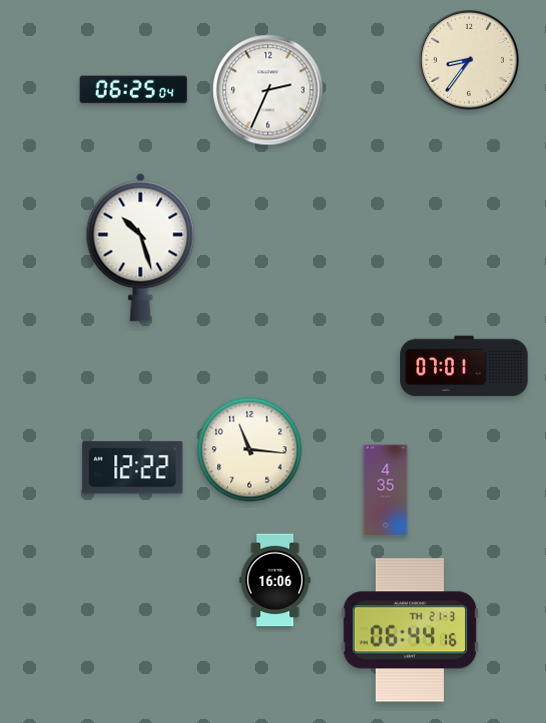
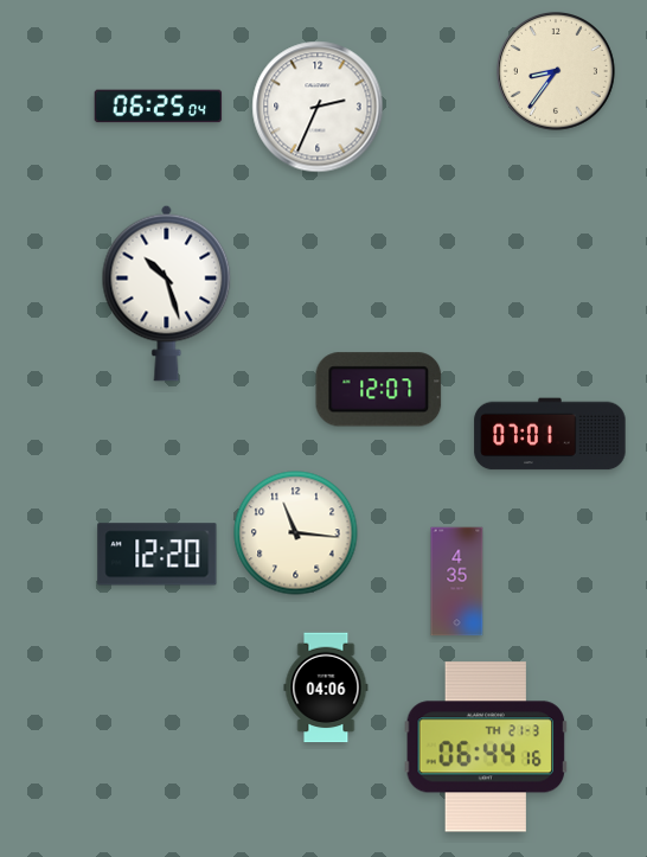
clock at (379, 390): none -> 12:07
clock at (133, 468): 12:22 -> 12:20
clock at (275, 580): 16:06 -> 04:06
